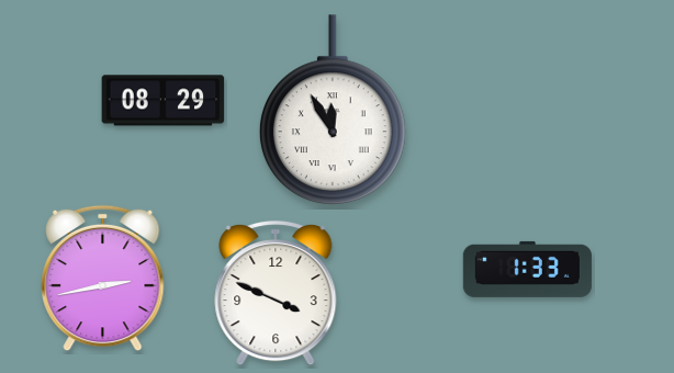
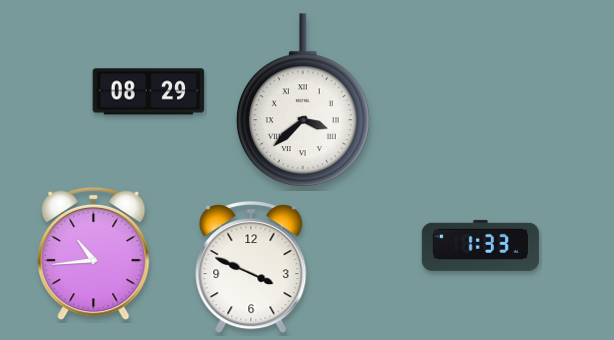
clock at (333, 111): 11:55 -> 3:38
clock at (103, 279): 2:43 -> 10:44
